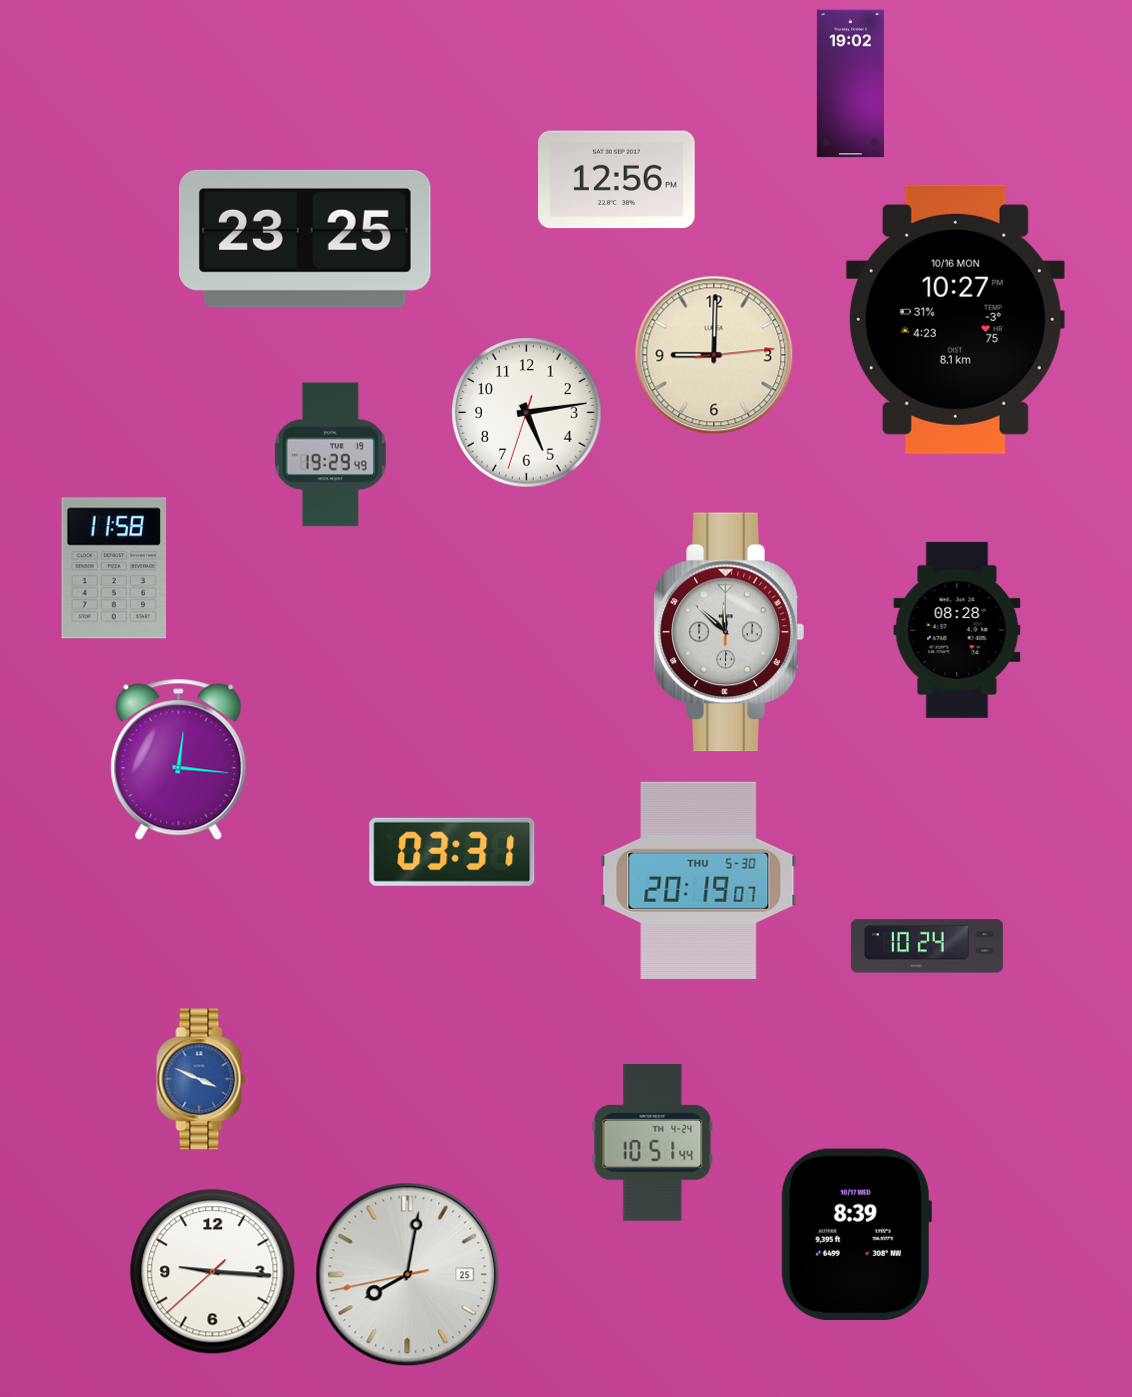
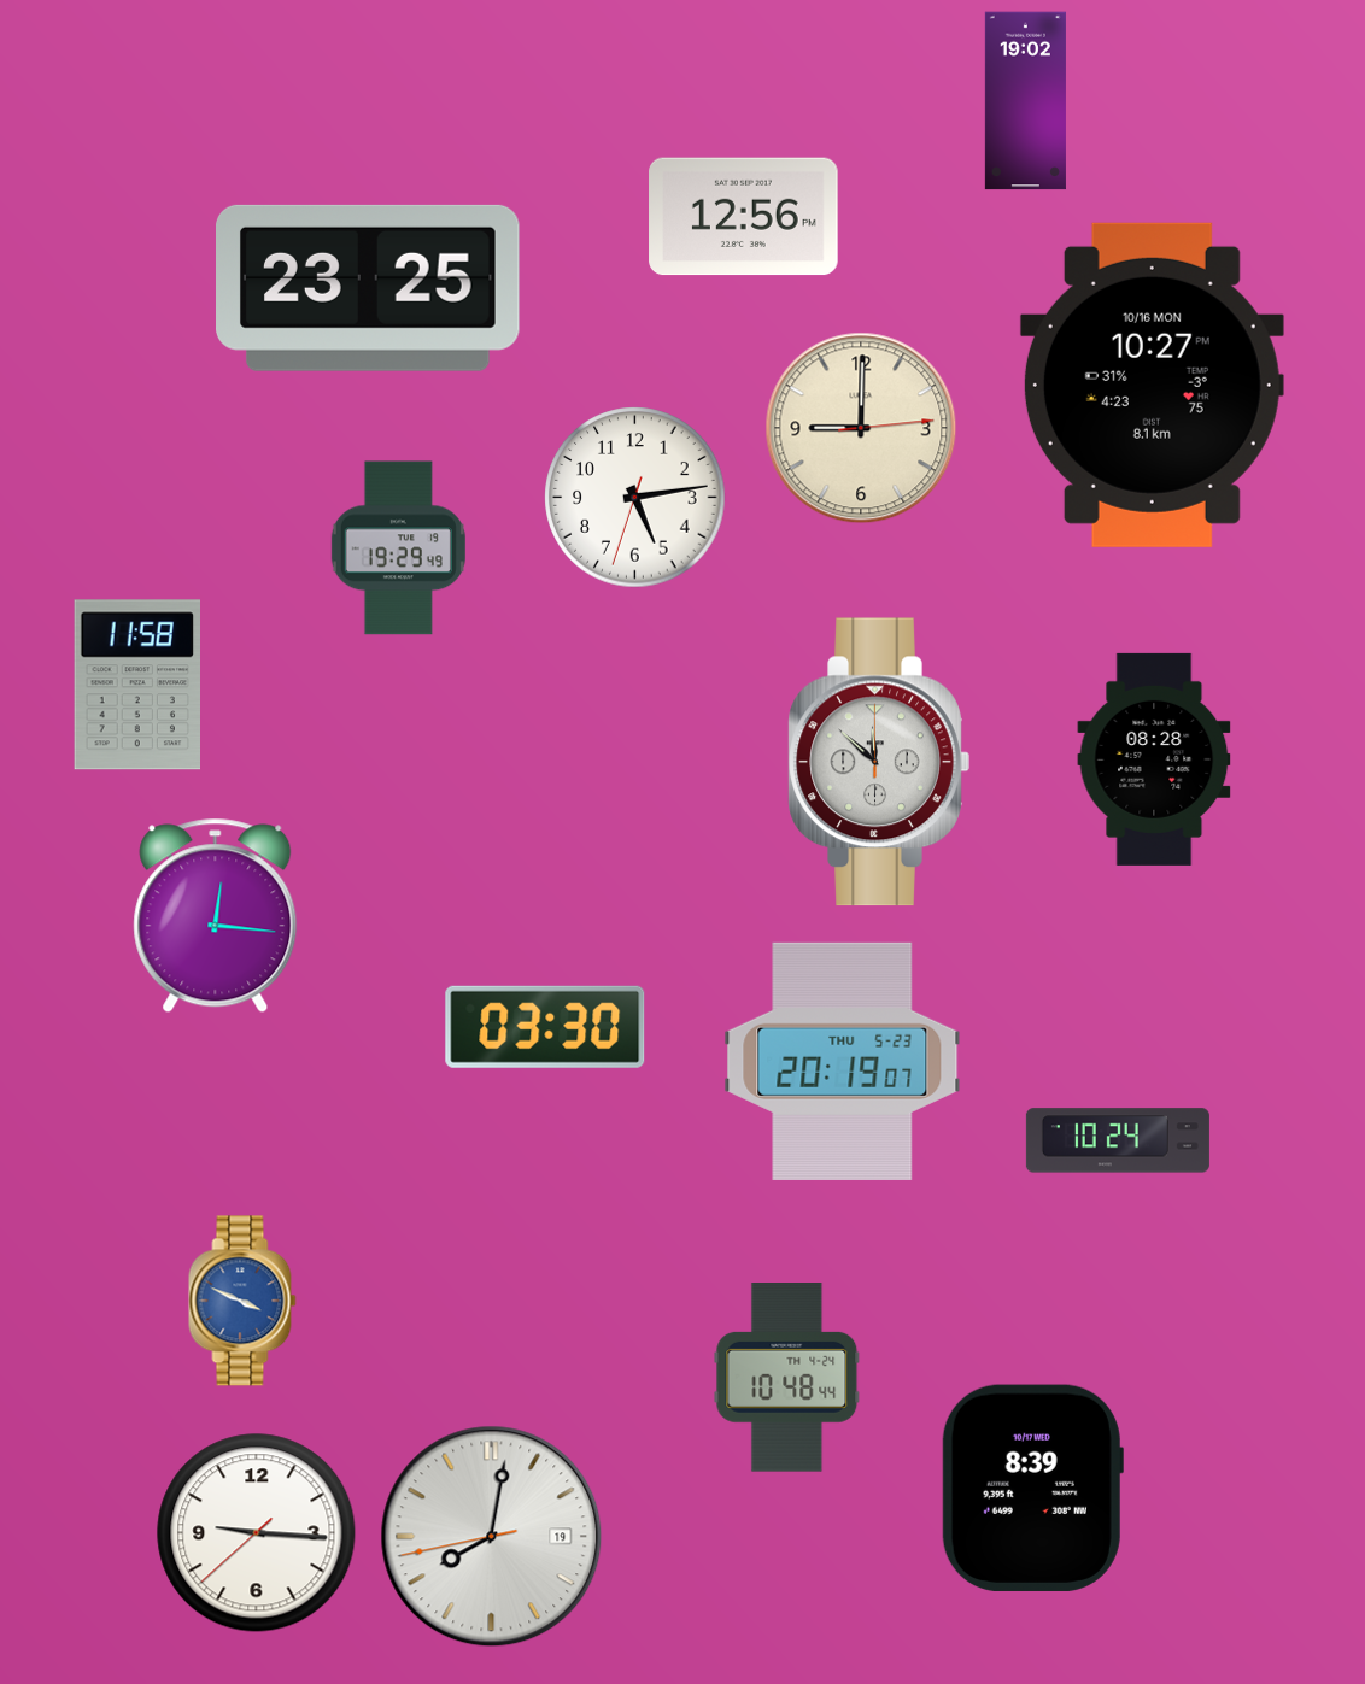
clock at (452, 852): 03:31 -> 03:30
clock at (699, 880) date: THU 5-30 -> THU 5-23
clock at (653, 1143): 10:51 -> 10:48
clock at (408, 1275) date: 25 -> 19
